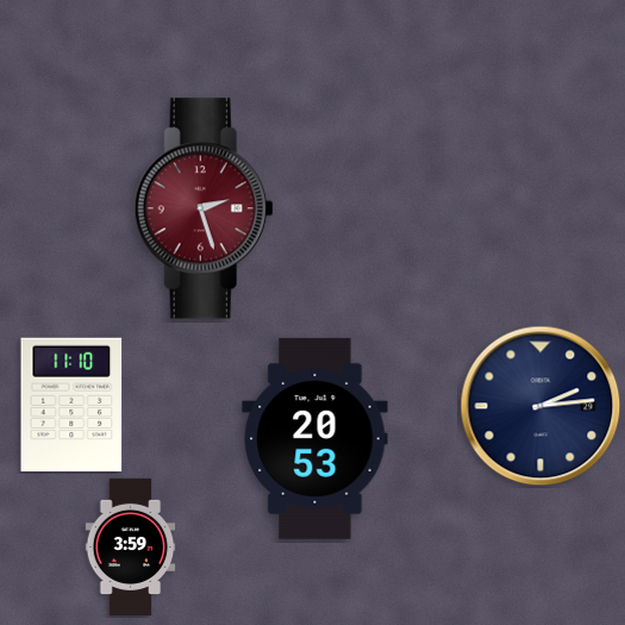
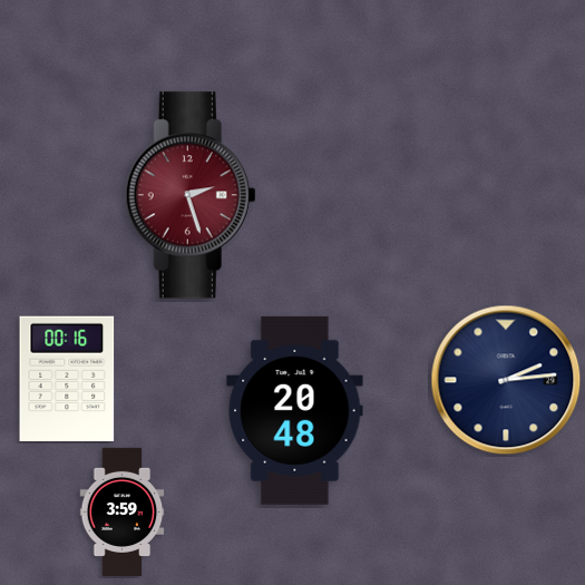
clock at (71, 405): 11:10 -> 00:16
clock at (315, 438): 20:53 -> 20:48
